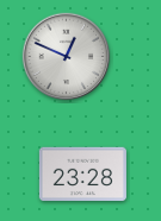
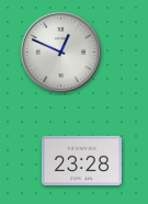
clock at (82, 175) position: (82, 175) -> (81, 161)
